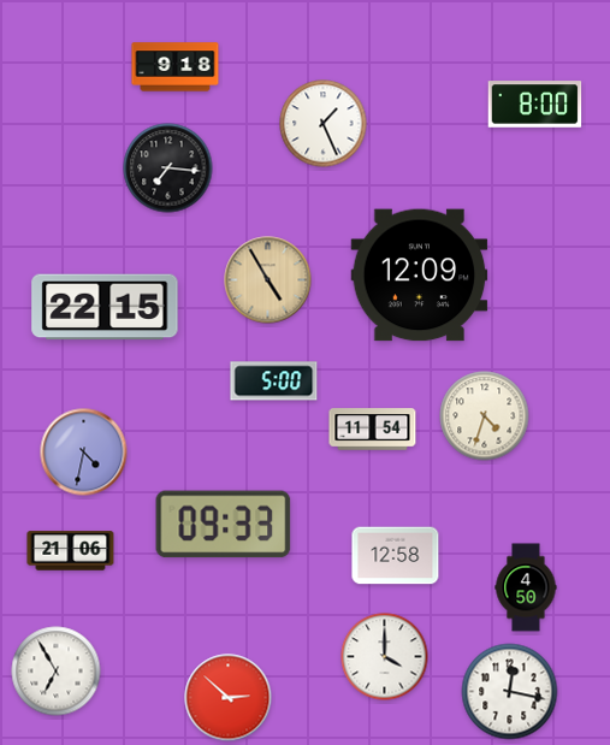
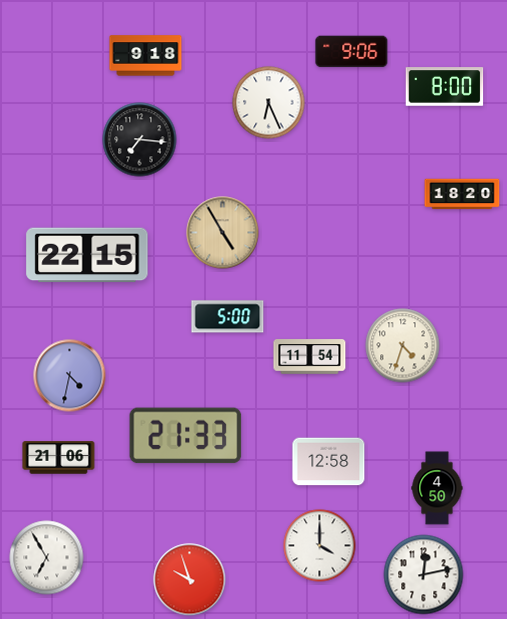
clock at (352, 52): none -> 9:06
clock at (324, 124): 1:26 -> 6:26
clock at (462, 194): none -> 18:20
clock at (420, 276): 12:09 -> none
clock at (224, 525): 09:33 -> 21:33
clock at (510, 692): 12:17 -> 12:13
clock at (229, 698): 2:52 -> 9:57
